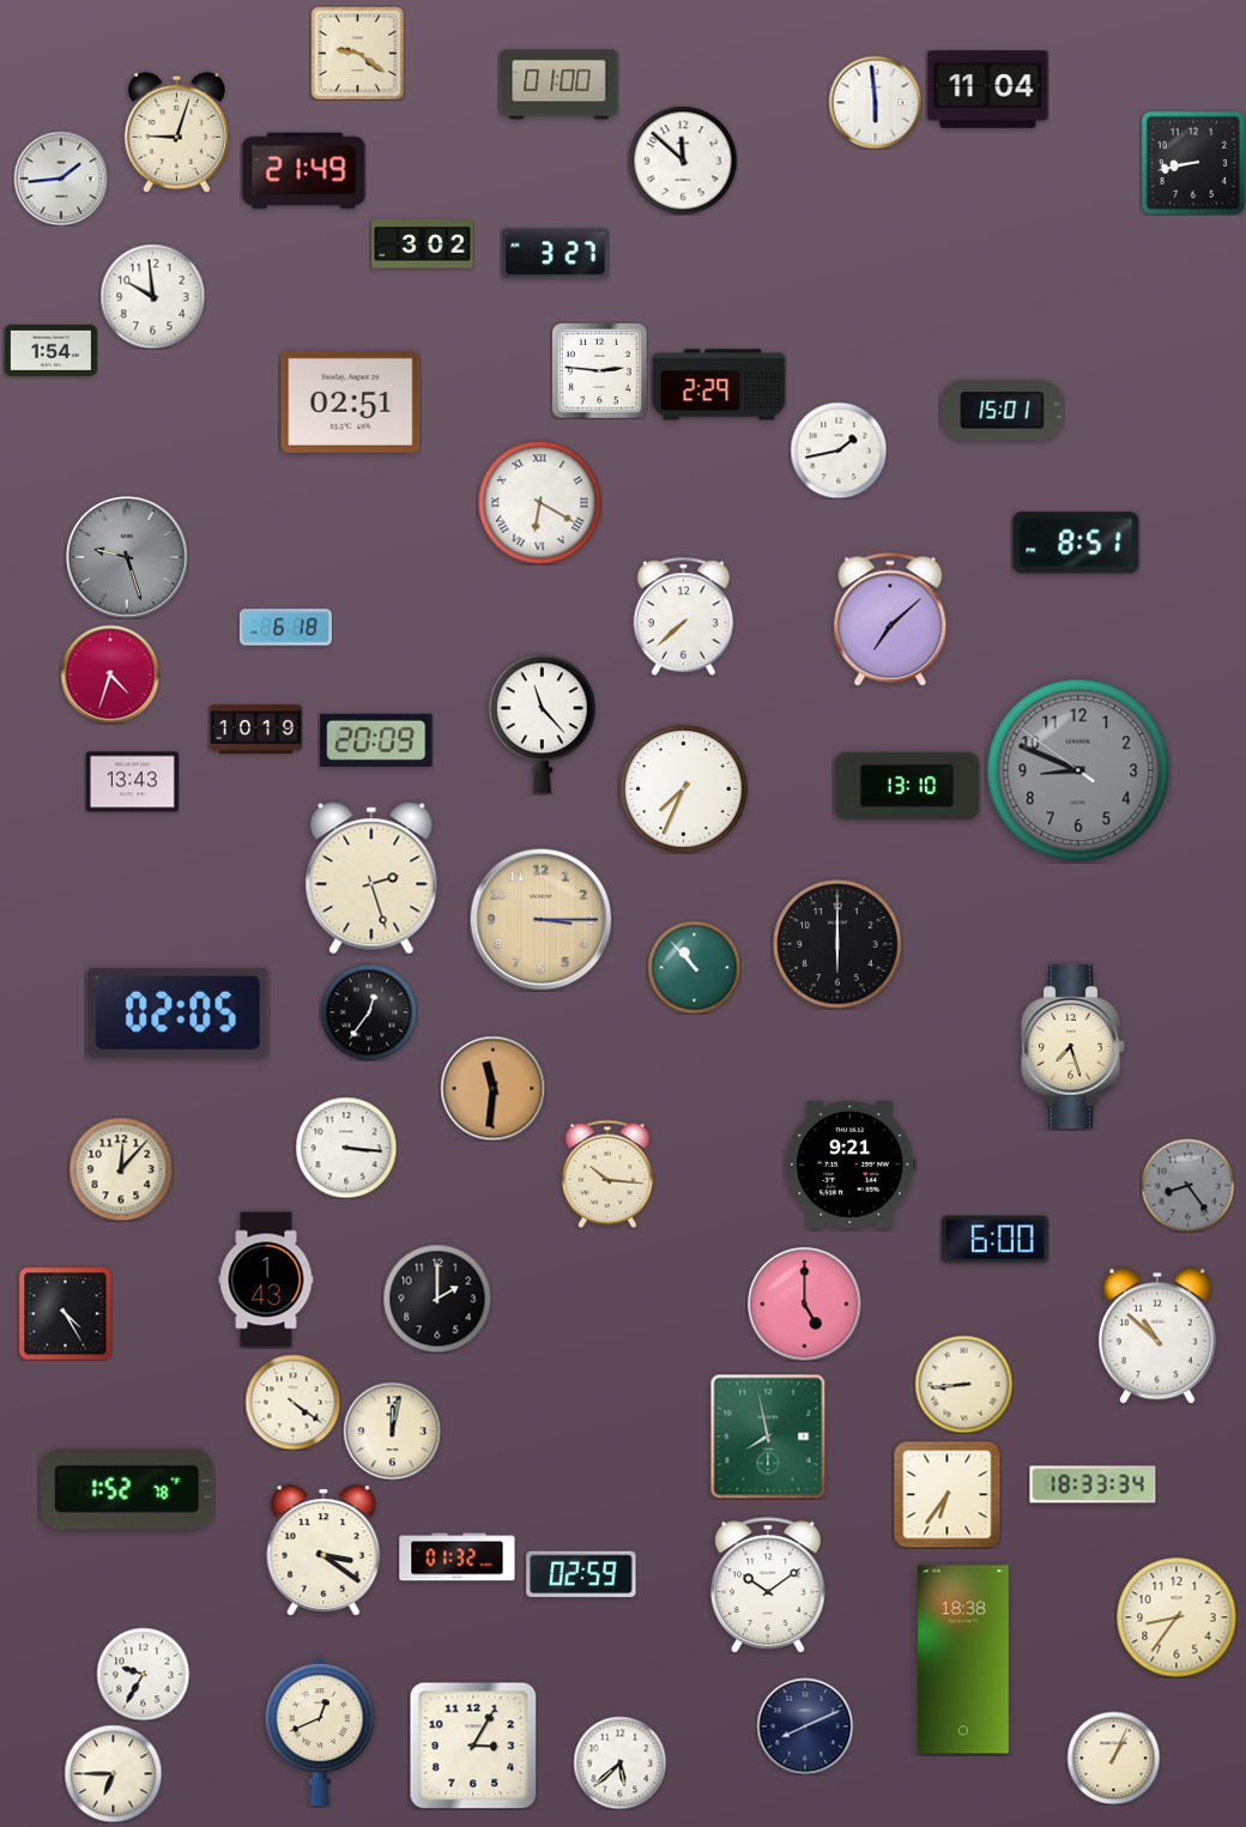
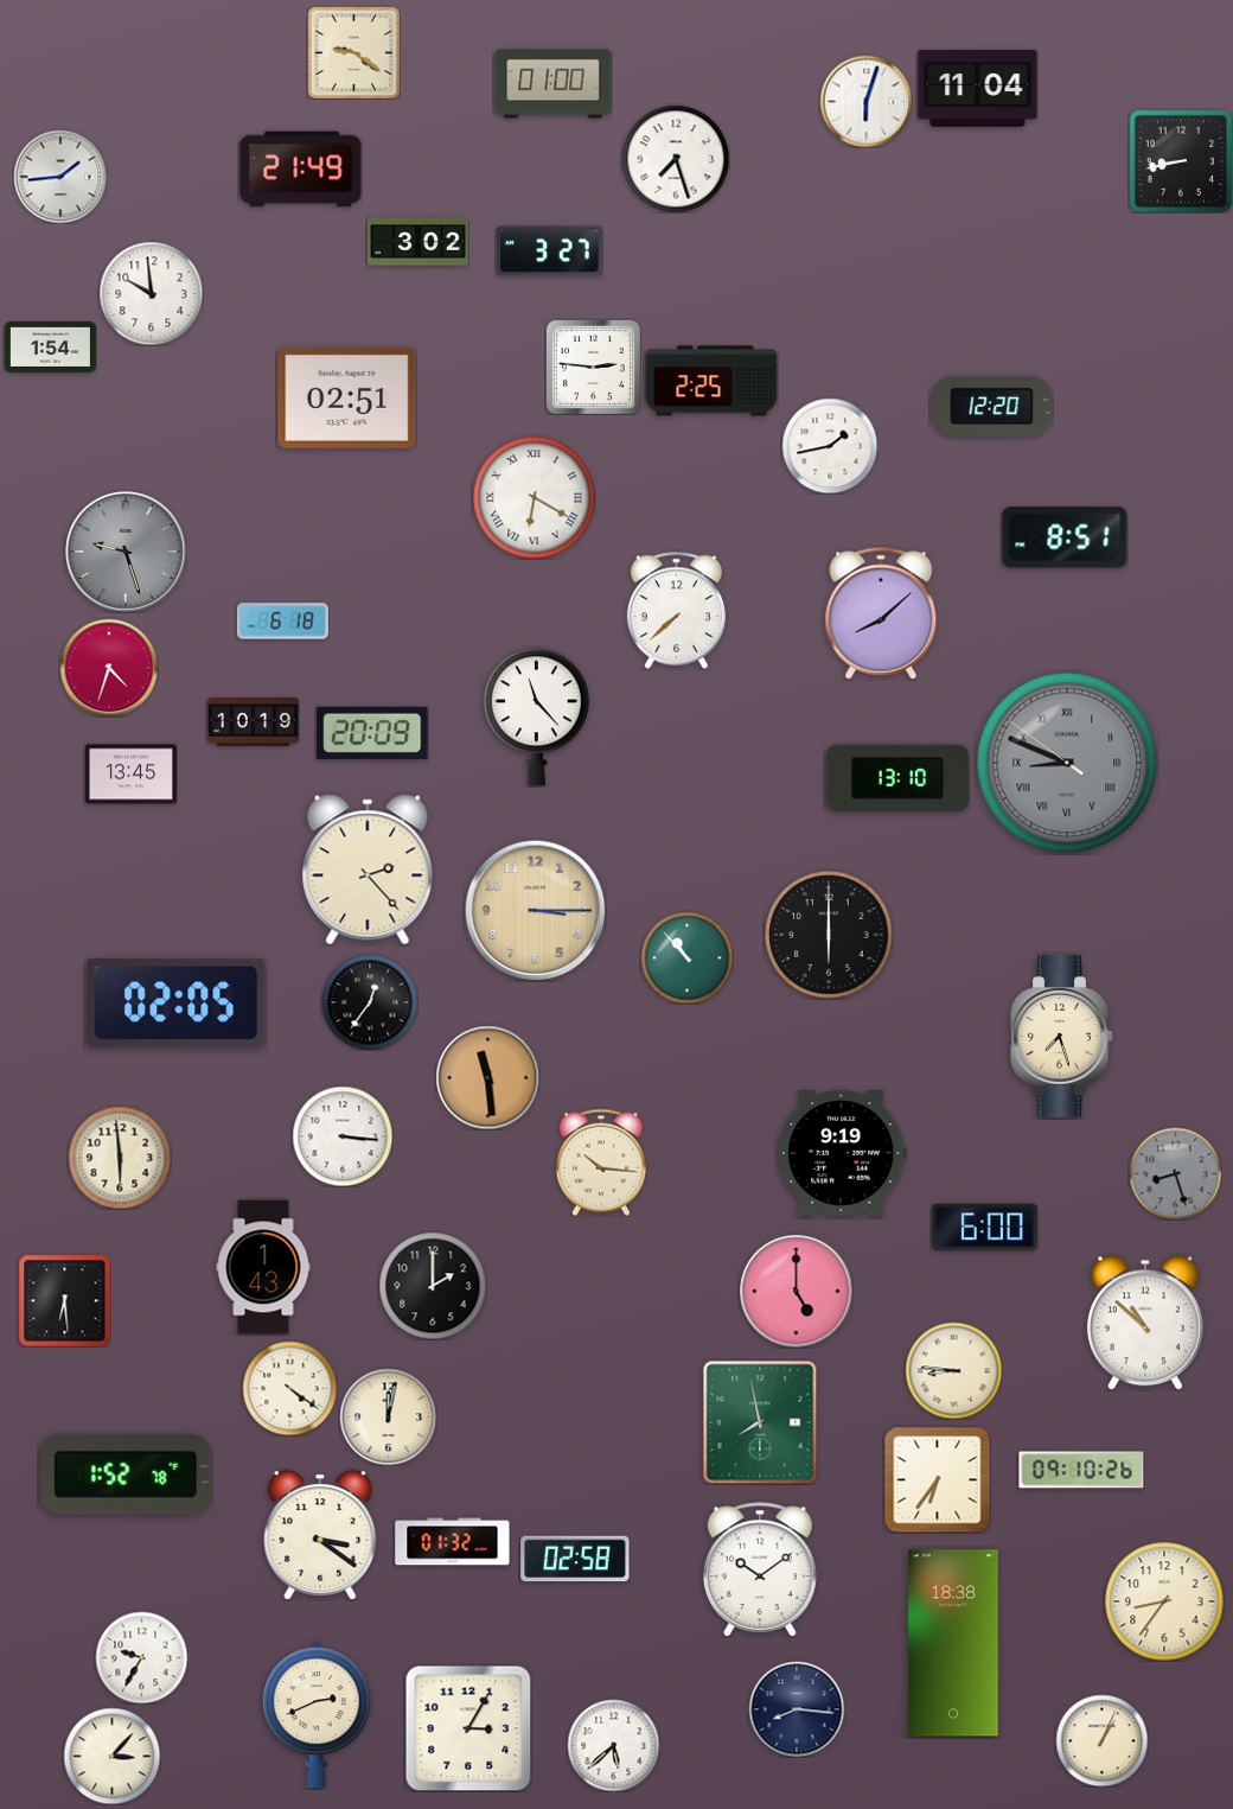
clock at (875, 102): 5:59 -> 6:03
clock at (176, 132): 9:03 -> none
clock at (683, 161): 11:52 -> 7:27
clock at (719, 385): 2:29 -> 2:25
clock at (1003, 410): 15:01 -> 12:20
clock at (890, 619): 7:08 -> 8:08
clock at (1078, 770) numerals: Arabic -> Roman
clock at (132, 782): 13:43 -> 13:45
clock at (684, 790): 7:34 -> none
clock at (371, 878): 2:27 -> 2:23
clock at (369, 1012) position: (369, 1012) -> (370, 1002)
clock at (492, 1088): 11:31 -> 11:29
clock at (852, 1166): 9:21 -> 9:19
clock at (121, 1169): 12:07 -> 5:59
clock at (1187, 1185): 8:24 -> 8:27
clock at (65, 1313): 4:25 -> 6:29
clock at (963, 1384): 8:44 -> 8:46
clock at (1093, 1484): 18:33 -> 09:10
clock at (581, 1574): 02:59 -> 02:58
clock at (805, 1726): 8:11 -> 8:16
clock at (320, 1730): 12:41 -> 2:41
clock at (113, 1773): 6:45 -> 3:07
